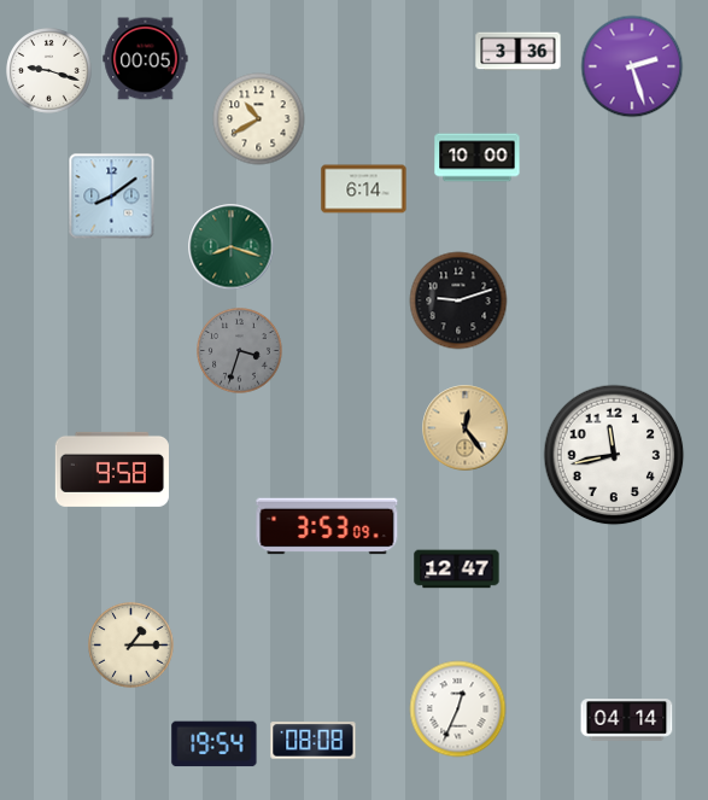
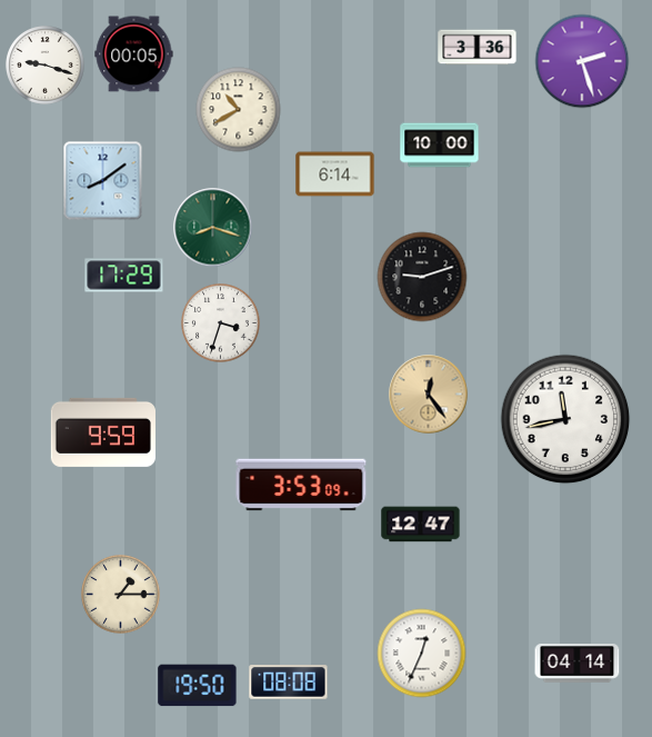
clock at (124, 276): none -> 17:29
clock at (240, 351) dial: grey -> white
clock at (112, 469): 9:58 -> 9:59
clock at (215, 744): 19:54 -> 19:50
